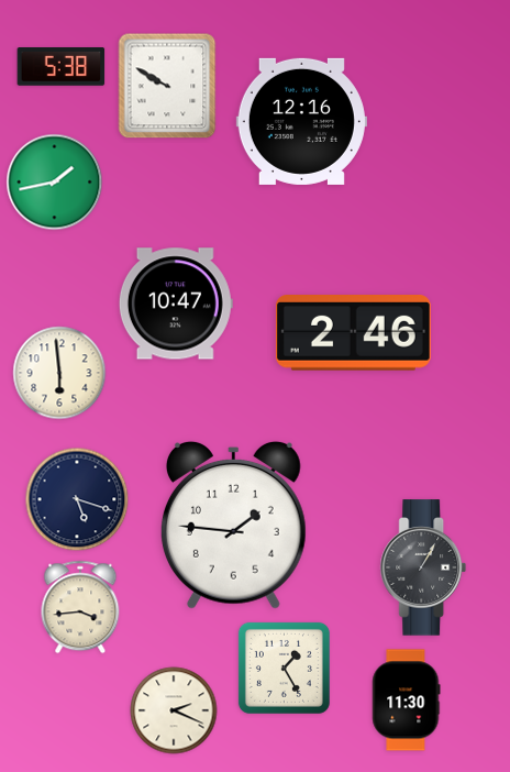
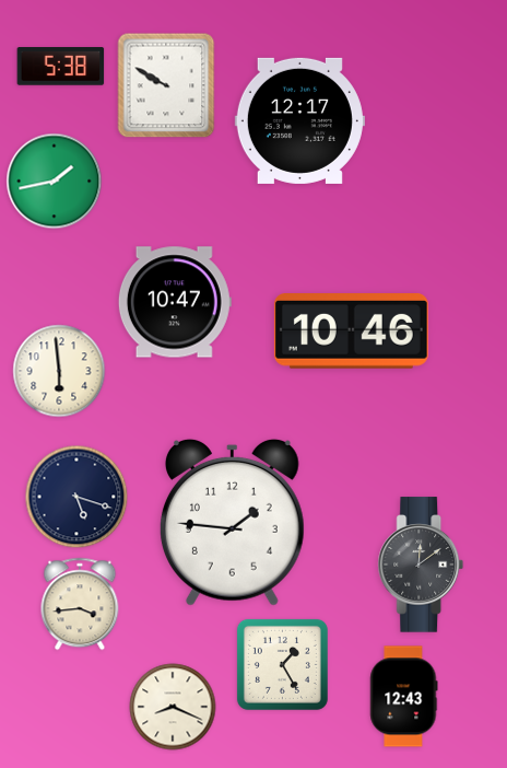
clock at (301, 121): 12:16 -> 12:17
clock at (353, 333): 2:46 -> 10:46
clock at (423, 567): 1:05 -> 12:09
clock at (407, 701): 11:30 -> 12:43
clock at (174, 710): 2:19 -> 8:19
